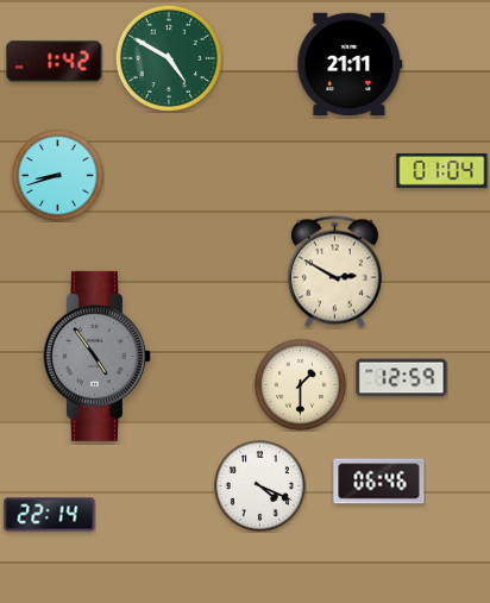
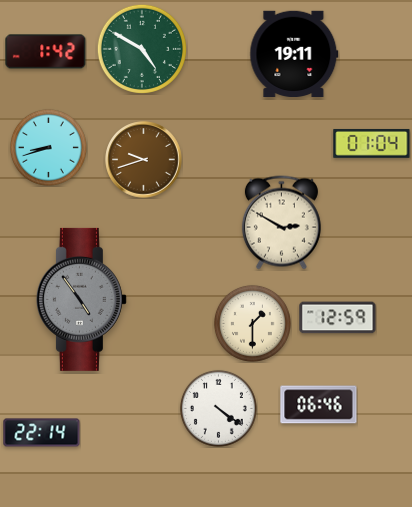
clock at (350, 63): 21:11 -> 19:11
clock at (144, 160): none -> 9:42
clock at (334, 272) position: (334, 272) -> (281, 223)
clock at (259, 485): 4:19 -> 4:21
